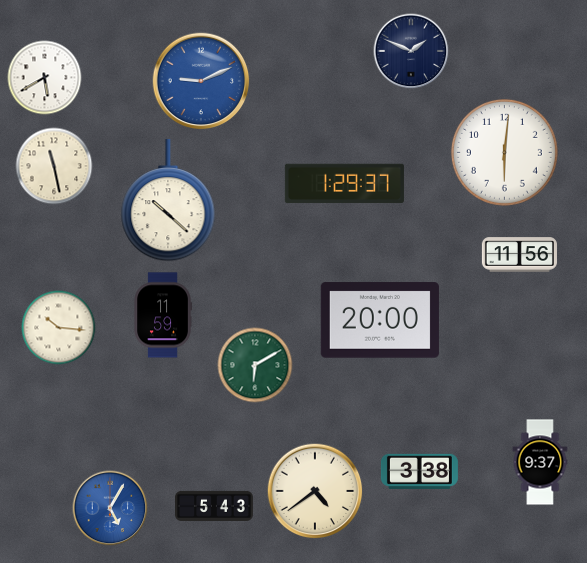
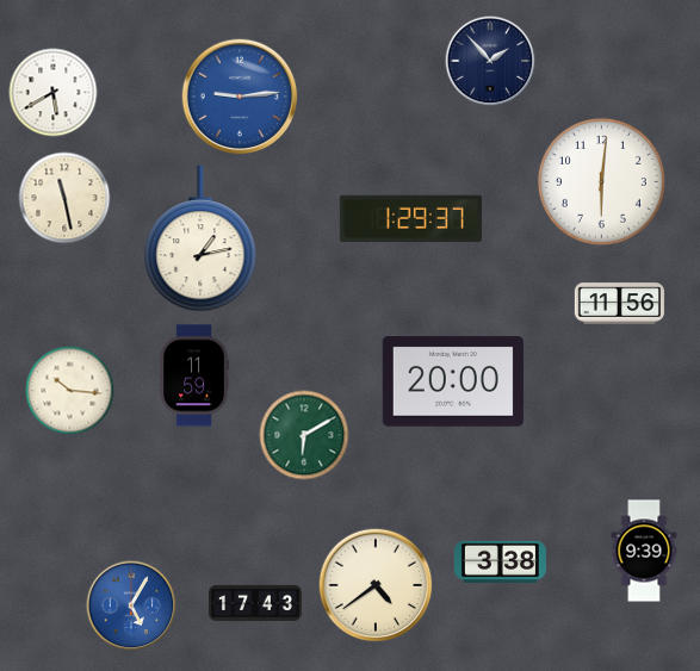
clock at (411, 51): 1:49 -> 1:53
clock at (201, 81): 9:11 -> 9:14
clock at (168, 200): 10:22 -> 1:13
clock at (540, 462): 9:37 -> 9:39
clock at (215, 506): 5:43 -> 17:43
